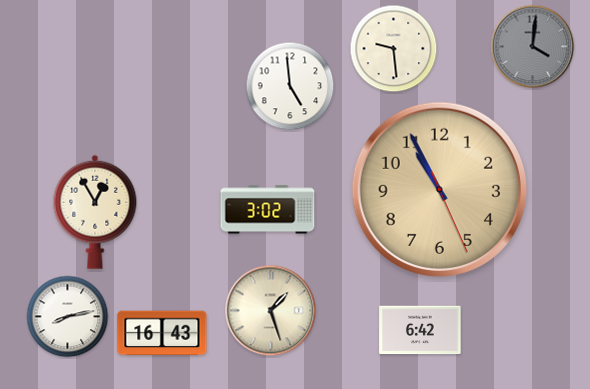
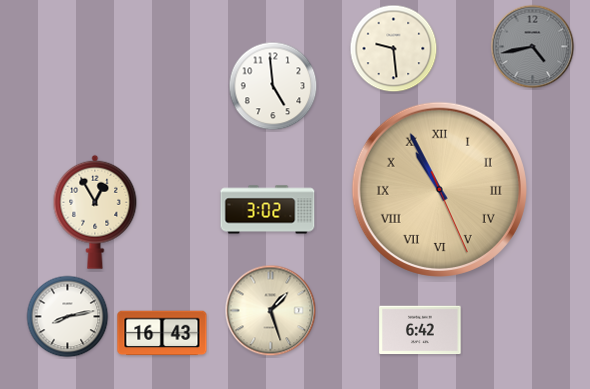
clock at (533, 47): 4:01 -> 4:43
clock at (290, 86) position: (290, 86) -> (273, 86)
clock at (439, 189) numerals: Arabic -> Roman
